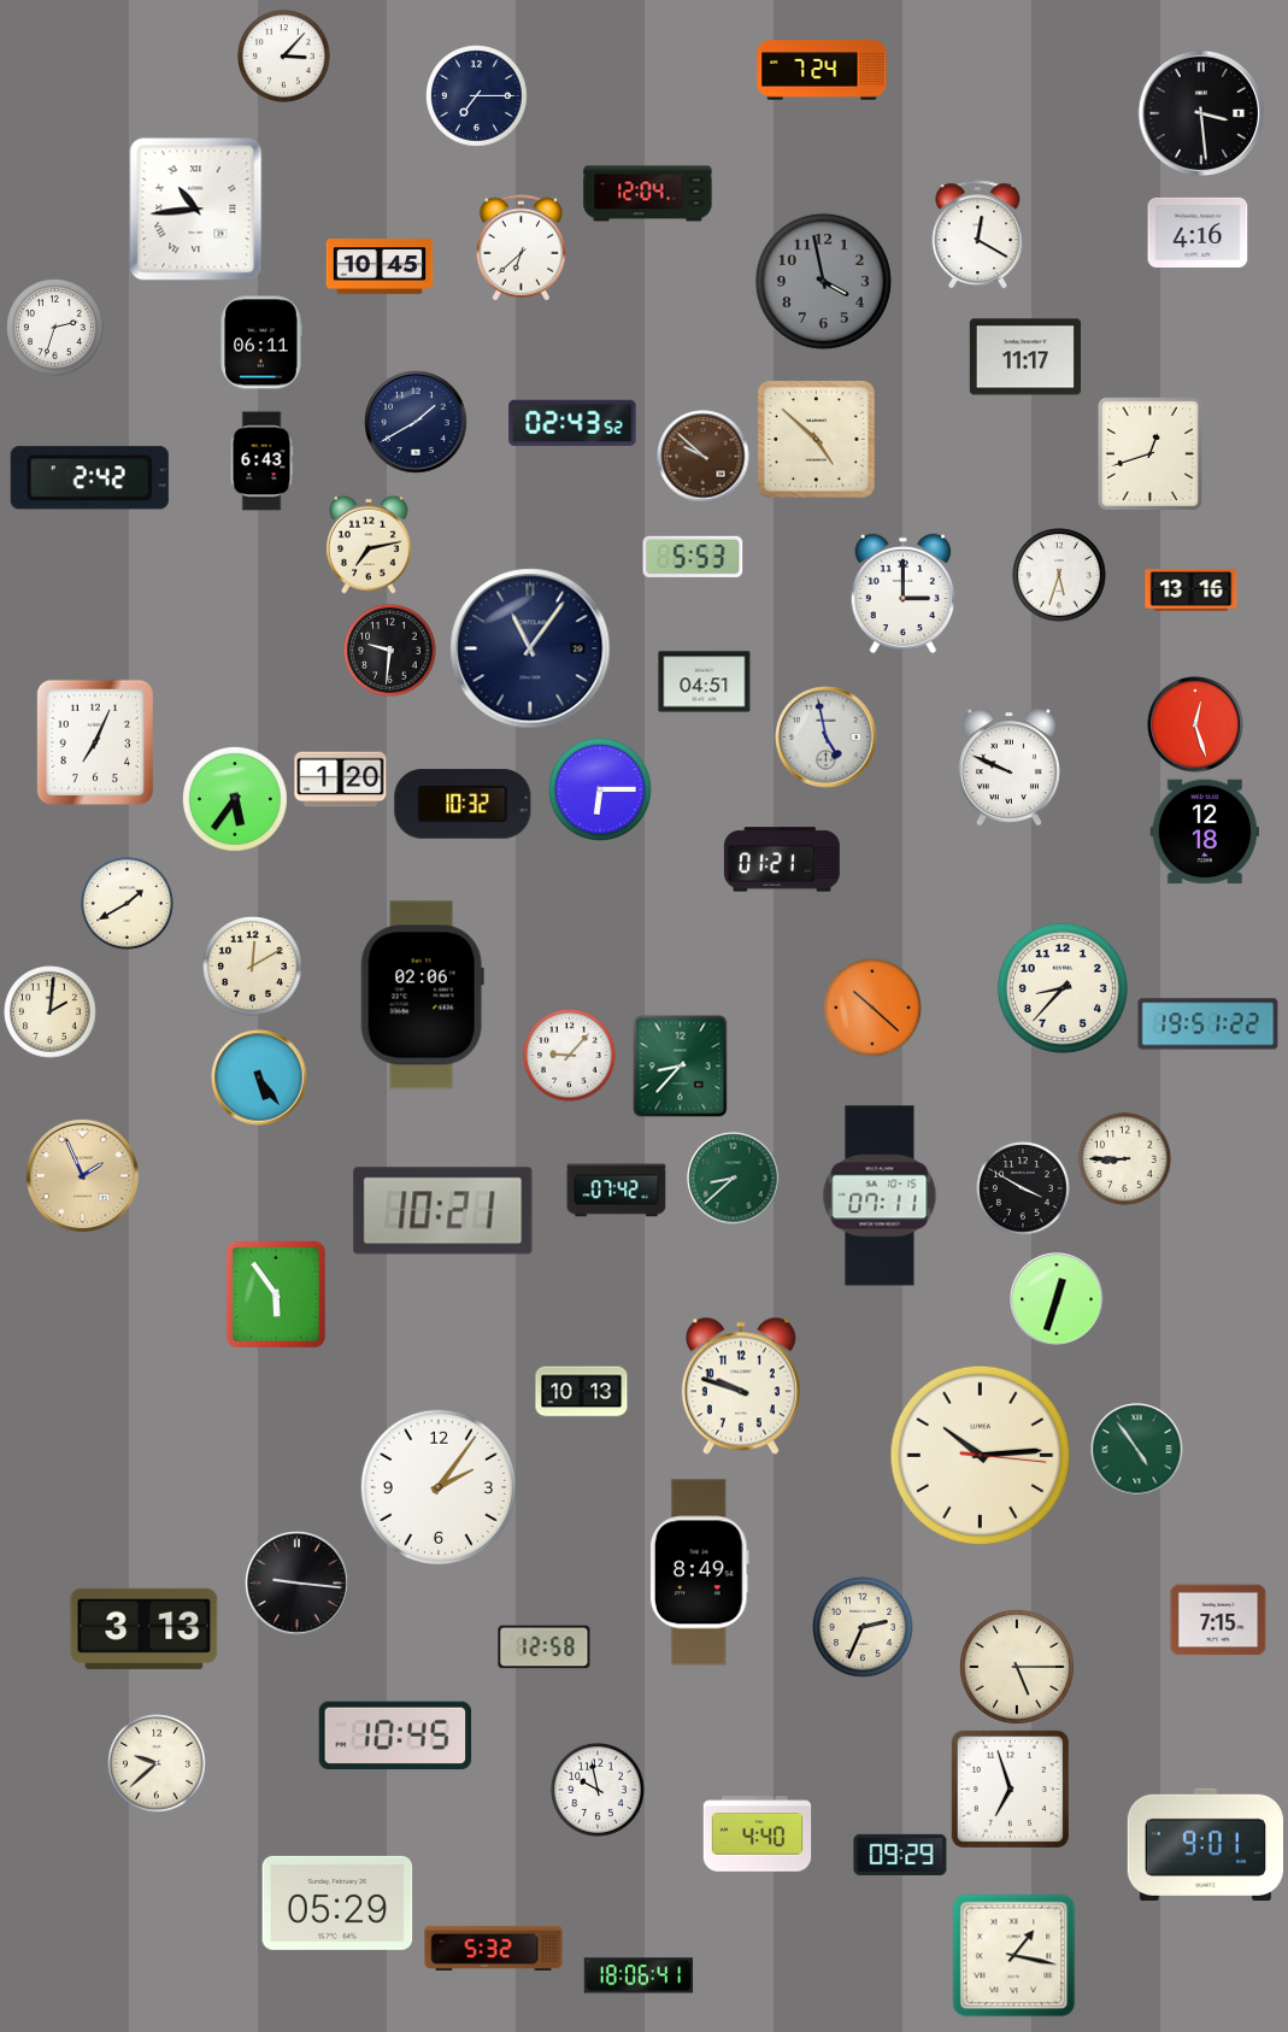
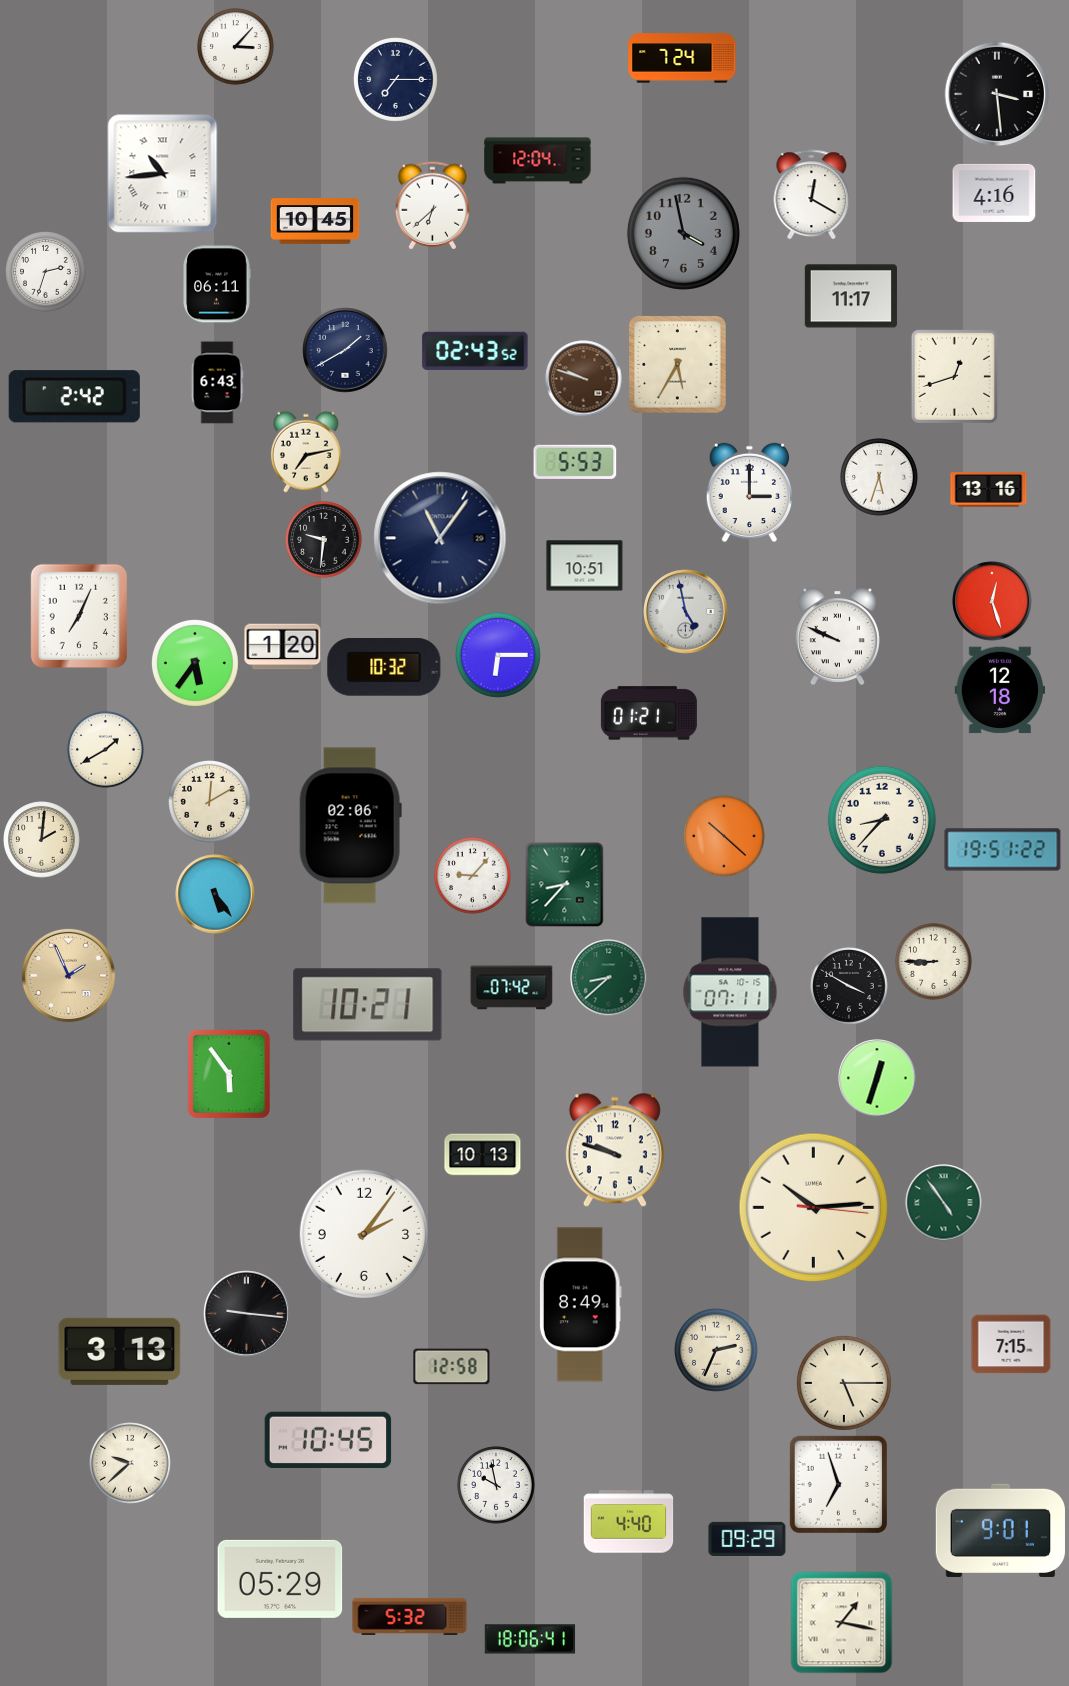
clock at (817, 440): 4:52 -> 5:35
clock at (704, 457): 9:52 -> 9:48
clock at (705, 682): 04:51 -> 10:51
